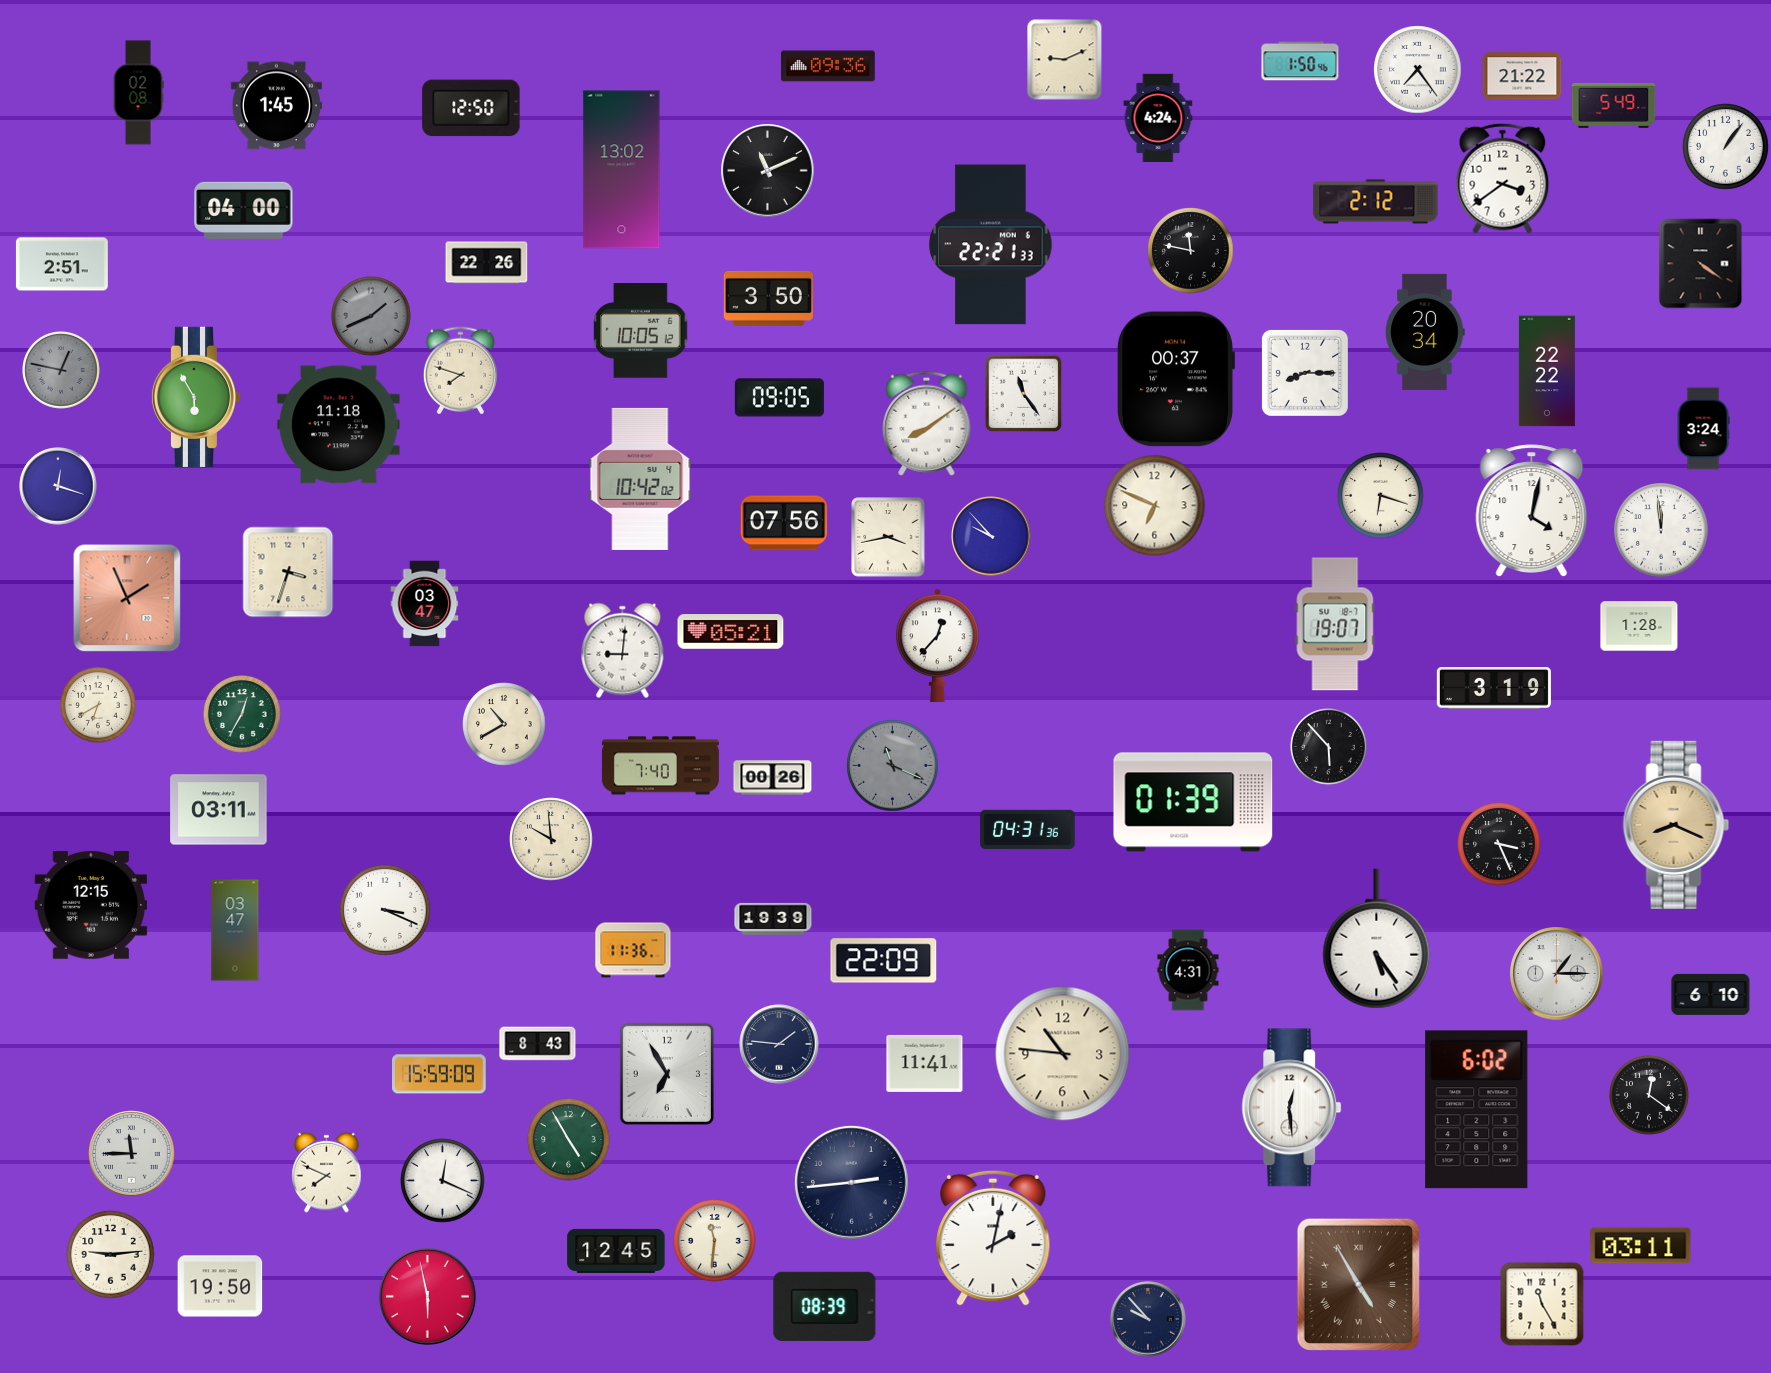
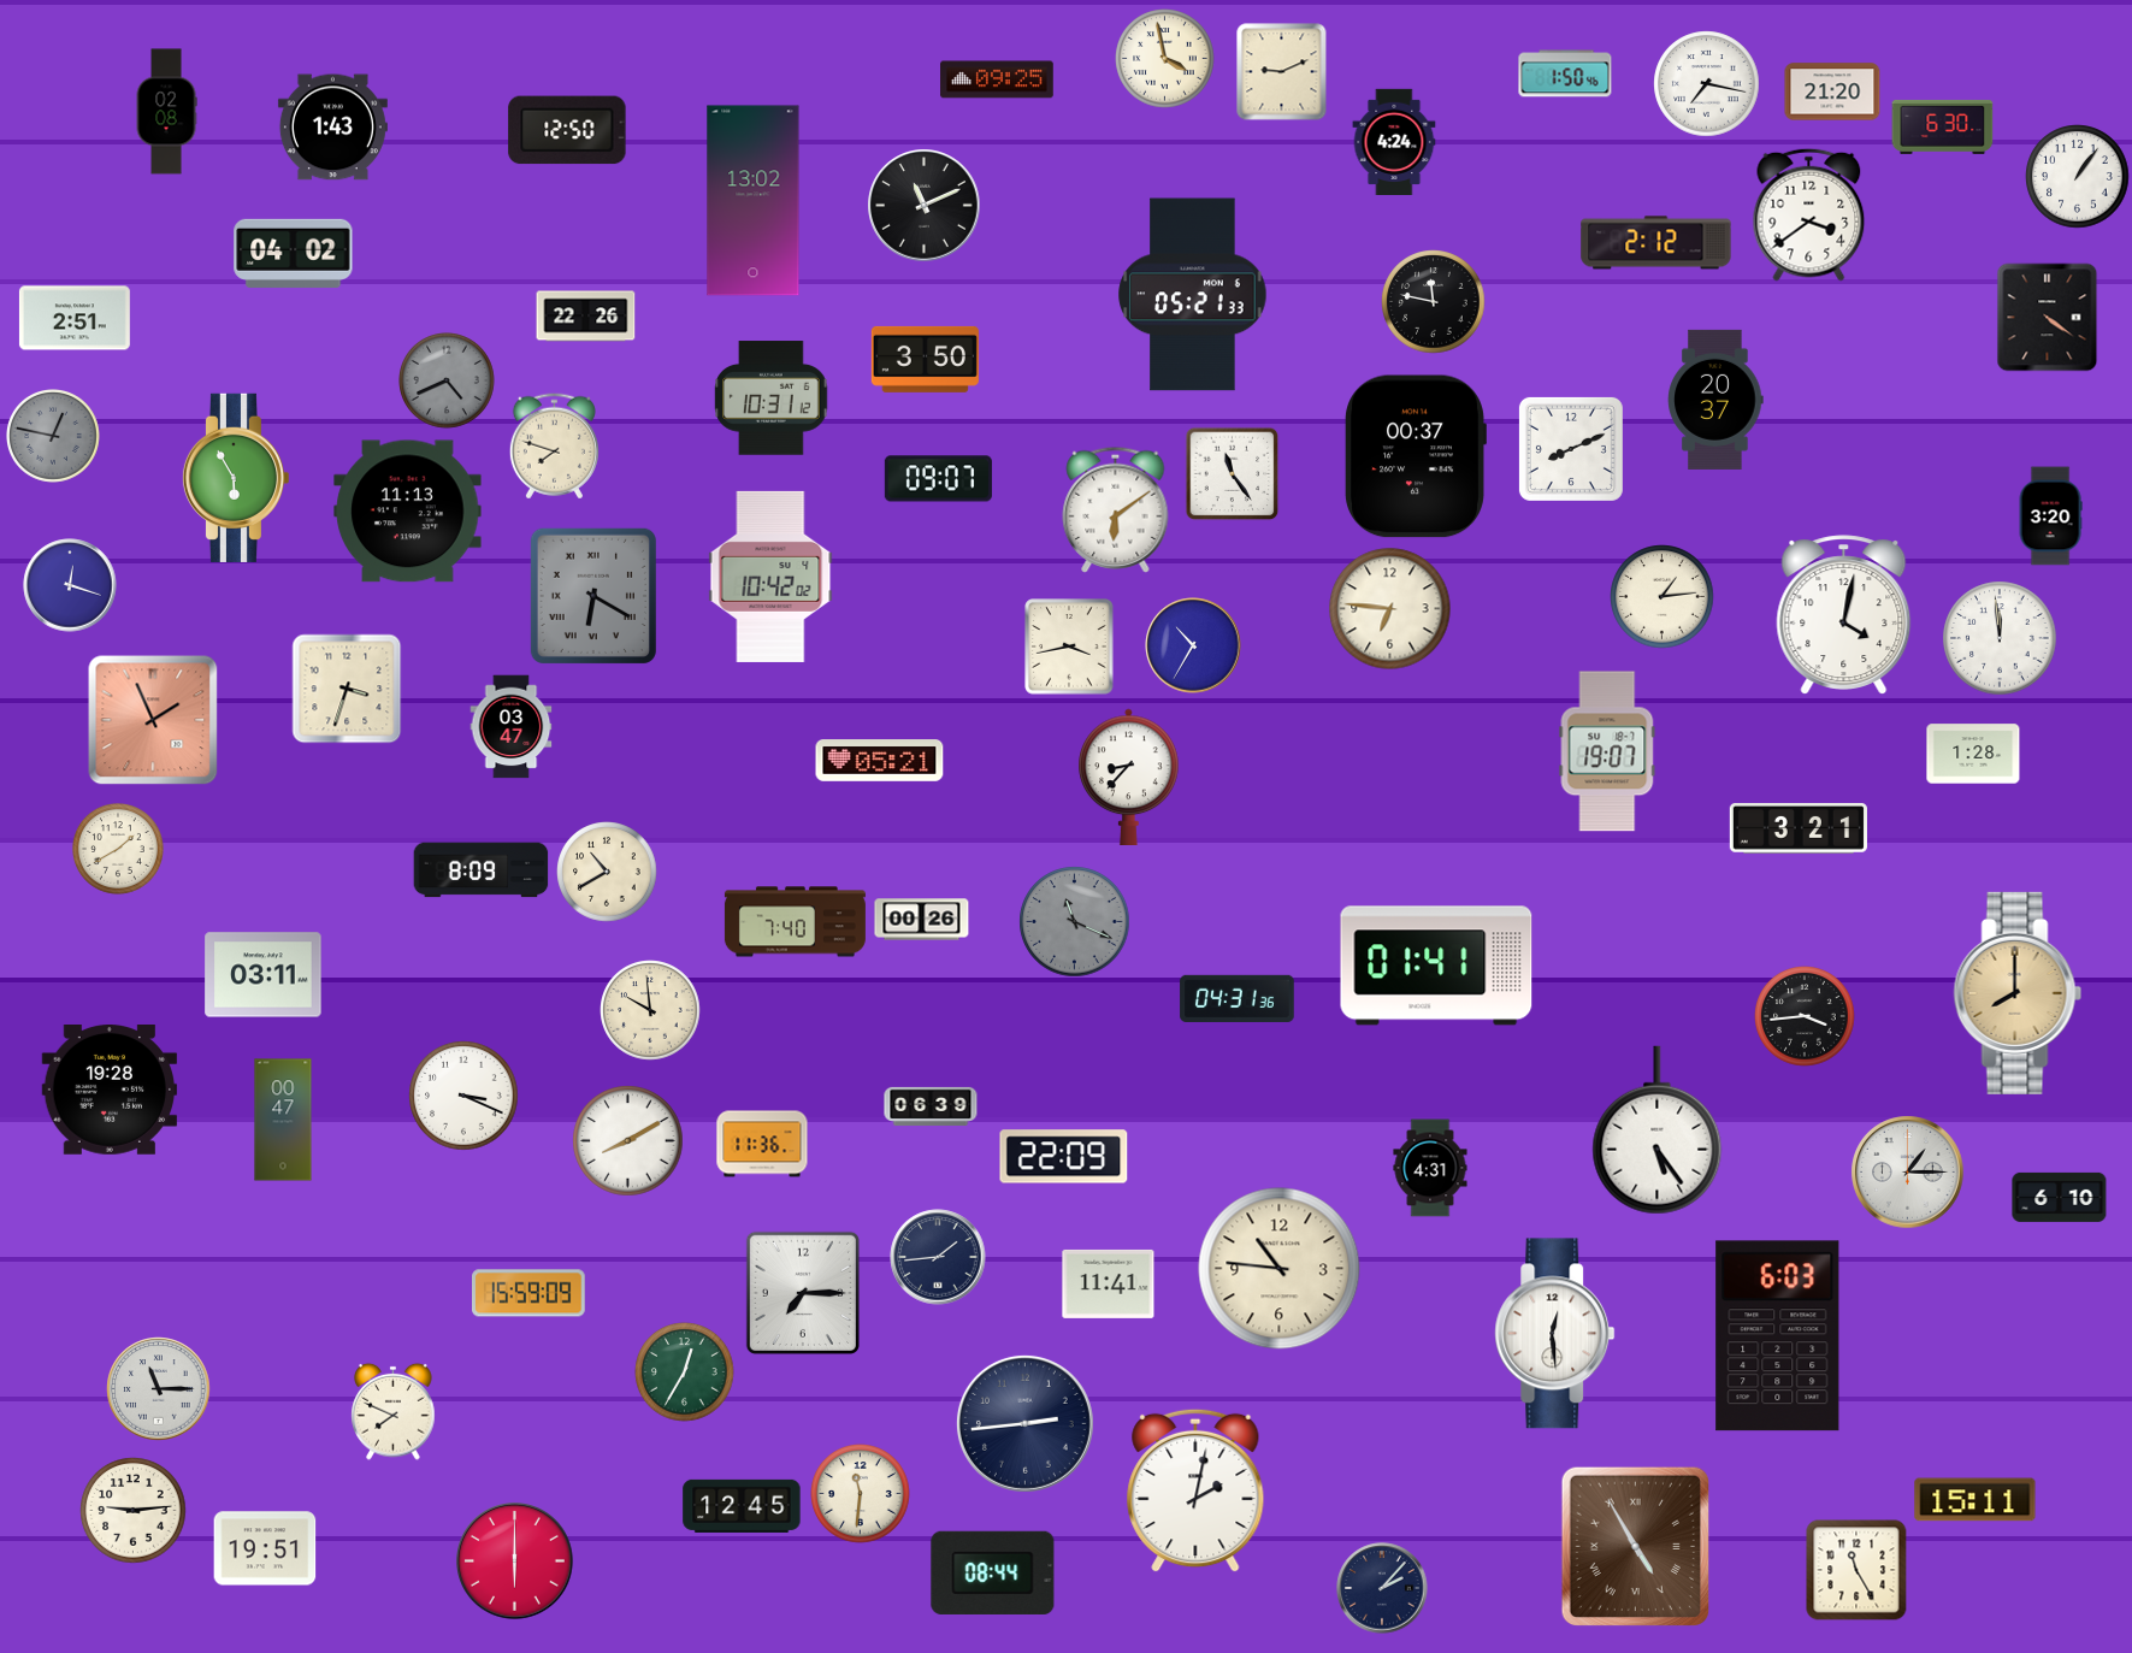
clock at (1165, 59): none -> 3:58
clock at (828, 66): 09:36 -> 09:25
clock at (1418, 70): 7:24 -> 7:17
clock at (1522, 76): 21:22 -> 21:20
clock at (1614, 105): 5:49 -> 6:30
clock at (276, 106): 1:45 -> 1:43
clock at (622, 170) position: (622, 170) -> (754, 201)
clock at (244, 210): 04:00 -> 04:02
clock at (991, 245): 22:21 -> 05:21
clock at (372, 317): 1:41 -> 4:41
clock at (641, 331): 10:05 -> 10:31
clock at (1425, 332): 20:34 -> 20:37
clock at (62, 371) position: (62, 371) -> (54, 437)
clock at (1547, 371): 22:22 -> none
clock at (1305, 373): 8:15 -> 8:11
clock at (779, 398): 09:05 -> 09:07
clock at (927, 423): 8:09 -> 6:09
clock at (339, 425): 11:18 -> 11:13
clock at (1703, 429): 3:24 -> 3:20
clock at (593, 596): none -> 6:20
clock at (1381, 496): 6:18 -> 1:14
clock at (1155, 506): 6:49 -> 6:46
clock at (784, 523): 07:56 -> none
clock at (991, 536): 9:53 -> 10:35
clock at (938, 645): 12:37 -> 8:37
clock at (623, 651): 9:01 -> none
clock at (1494, 689): 3:19 -> 3:21
clock at (99, 706): 6:40 -> 1:40
clock at (243, 715): 12:35 -> none
clock at (482, 870): none -> 8:09
clock at (1329, 747): 5:53 -> none
clock at (773, 778) position: (773, 778) -> (922, 920)
clock at (1193, 802): 01:39 -> 01:41
clock at (1676, 825): 8:19 -> 8:00
clock at (551, 839) position: (551, 839) -> (650, 1010)
clock at (1499, 844): 3:26 -> 3:44
clock at (91, 906): 12:15 -> 19:28
clock at (773, 919): 19:39 -> 06:39
clock at (235, 930): 03:47 -> 00:47
clock at (628, 1141): none -> 8:10
clock at (1557, 974) position: (1557, 974) -> (1908, 1173)
clock at (538, 1044): 8:43 -> none
clock at (779, 1044): 1:46 -> 1:44
clock at (925, 1063) position: (925, 1063) -> (1109, 1283)
clock at (667, 1074): 6:55 -> 7:15
clock at (1650, 1096): 12:21 -> none
clock at (1477, 1110): 6:02 -> 6:03
clock at (569, 1140): 4:55 -> 12:35
clock at (132, 1154): 11:45 -> 11:15
clock at (443, 1181): 12:19 -> none
clock at (1641, 1246): 03:11 -> 15:11
clock at (220, 1286): 19:50 -> 19:51
clock at (428, 1297): 5:58 -> 6:00
clock at (825, 1306): 08:39 -> 08:44
clock at (1148, 1319): 9:53 -> 2:07
